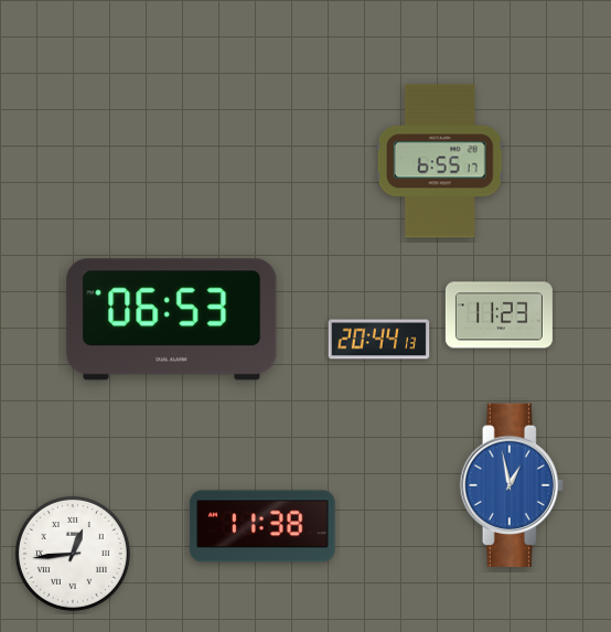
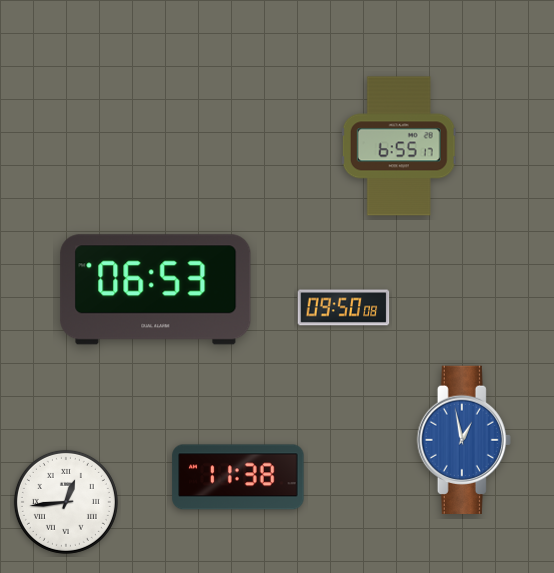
clock at (499, 315): 11:23 -> none
clock at (379, 340): 20:44 -> 09:50
